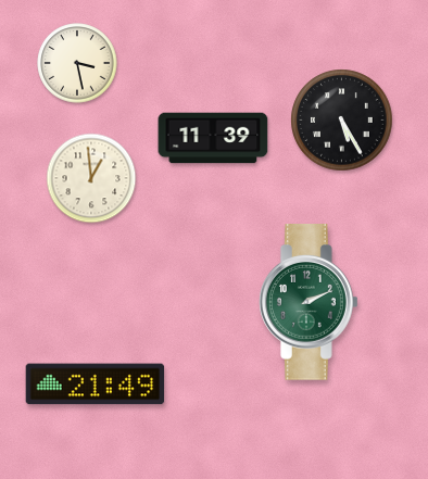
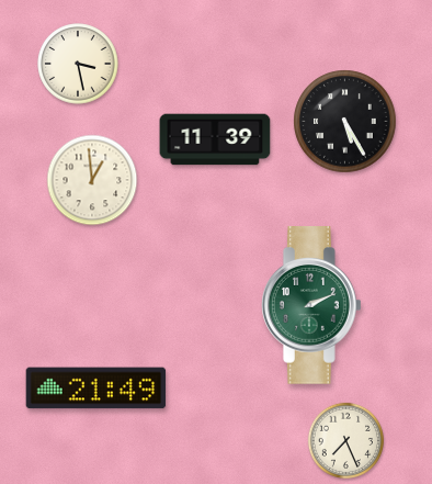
clock at (345, 440): none -> 7:26
